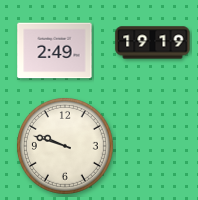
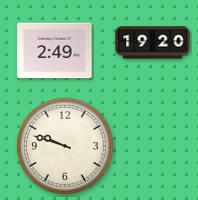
clock at (153, 43): 19:19 -> 19:20
